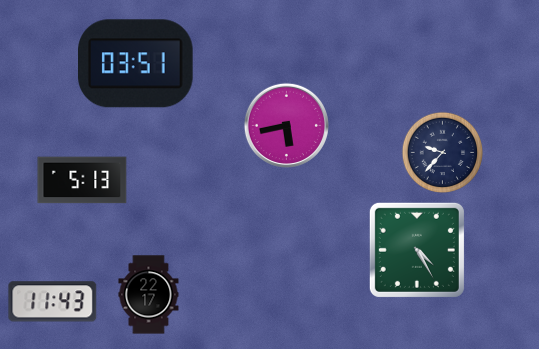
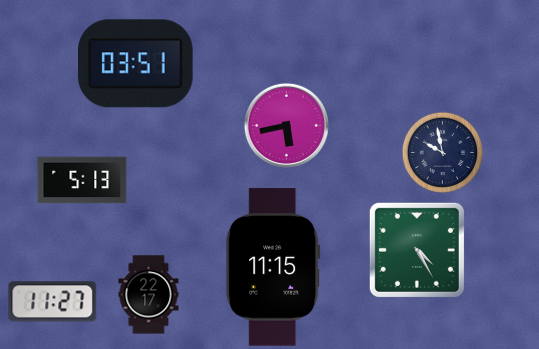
clock at (442, 152): 9:37 -> 9:58
clock at (273, 267): none -> 11:15
clock at (53, 302): 11:43 -> 11:27
